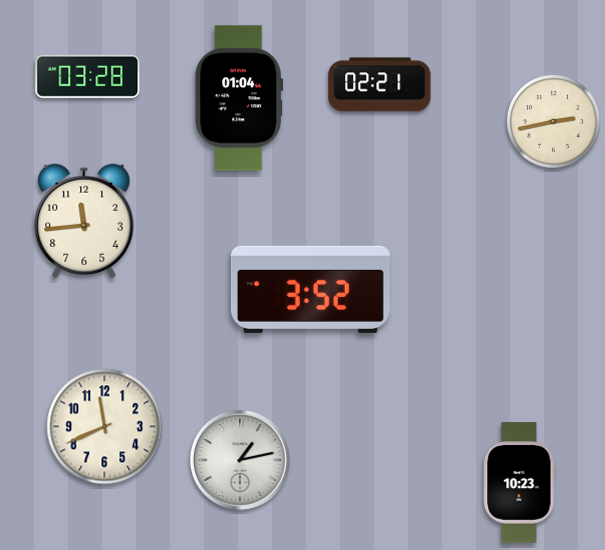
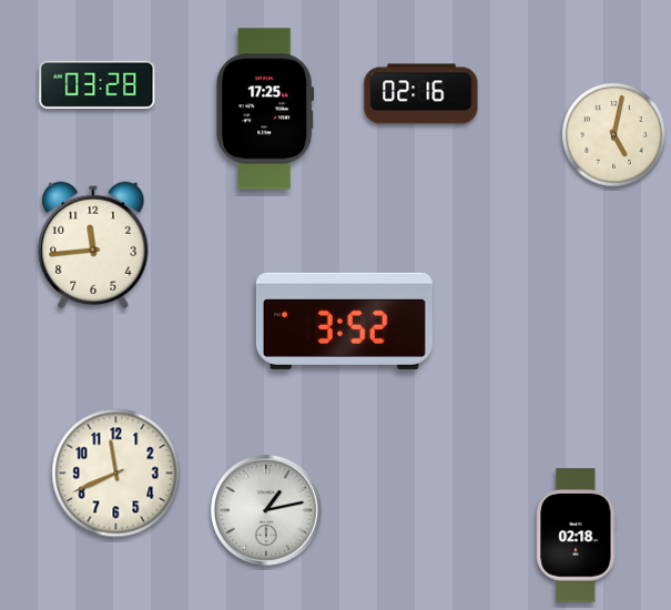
clock at (380, 85): 02:21 -> 02:16
clock at (239, 98): 01:04 -> 17:25
clock at (553, 121): 2:43 -> 5:02
clock at (520, 483): 10:23 -> 02:18
